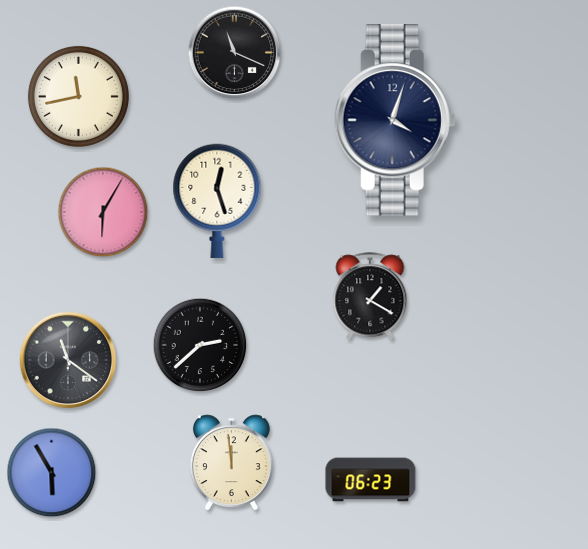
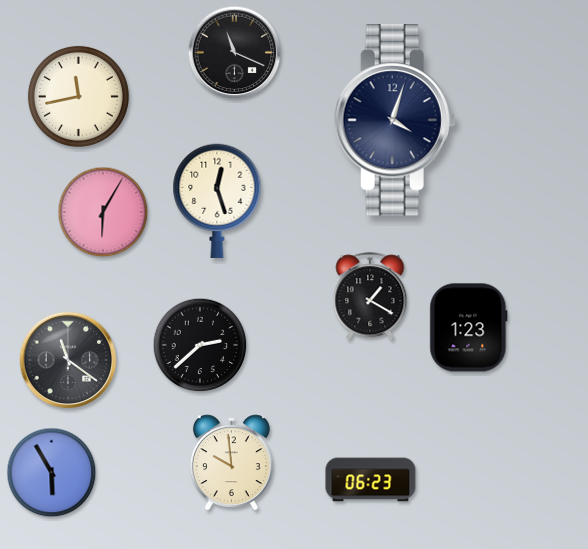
clock at (469, 328): none -> 1:23
clock at (231, 462): 11:59 -> 9:59
